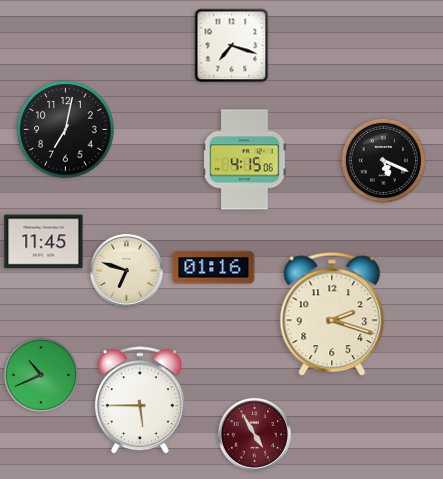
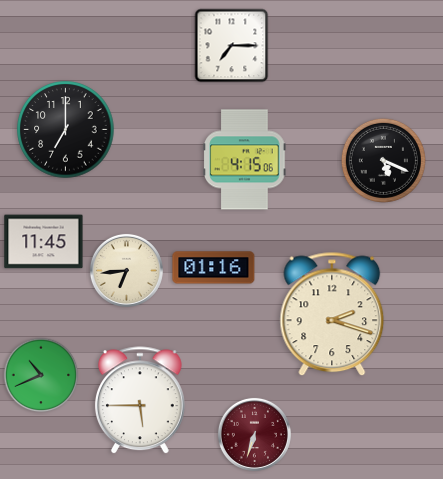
clock at (232, 46): 7:18 -> 7:15
clock at (66, 130): 7:02 -> 7:00
clock at (126, 270): 6:48 -> 6:44
clock at (254, 434): 4:55 -> 6:33
